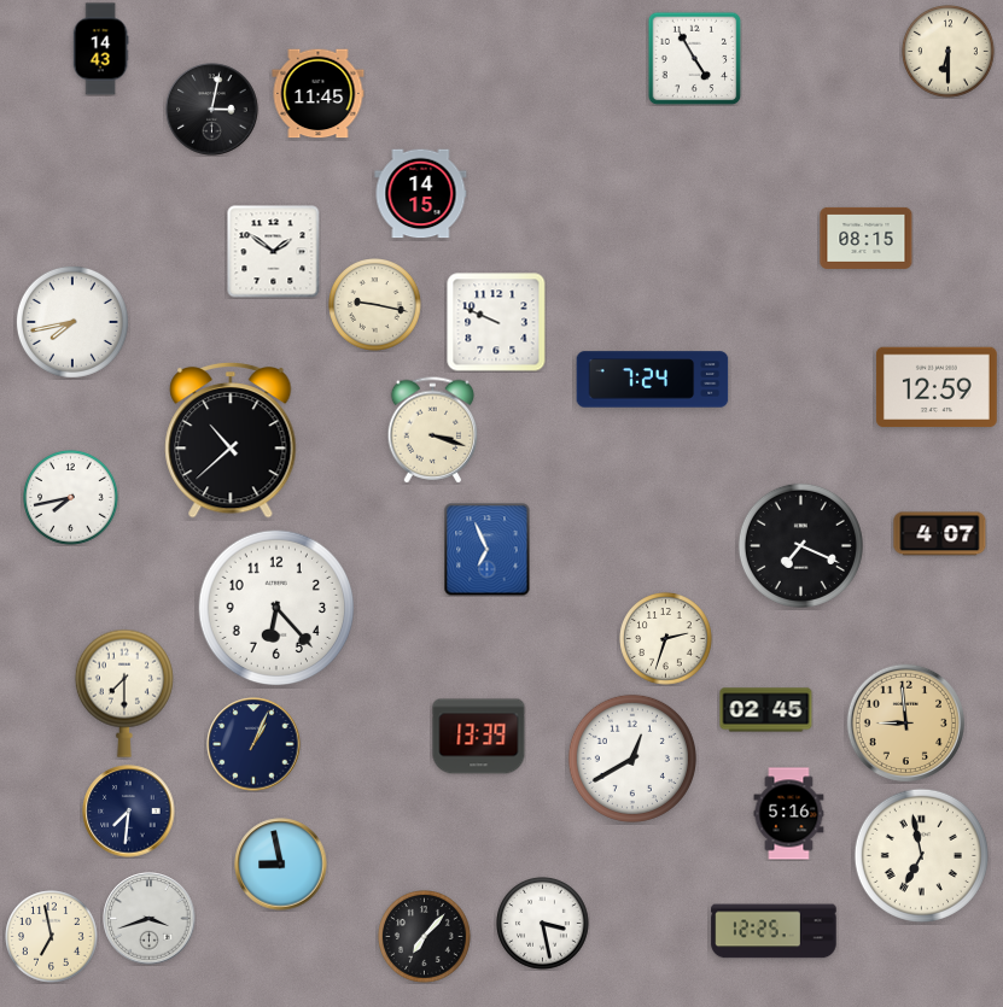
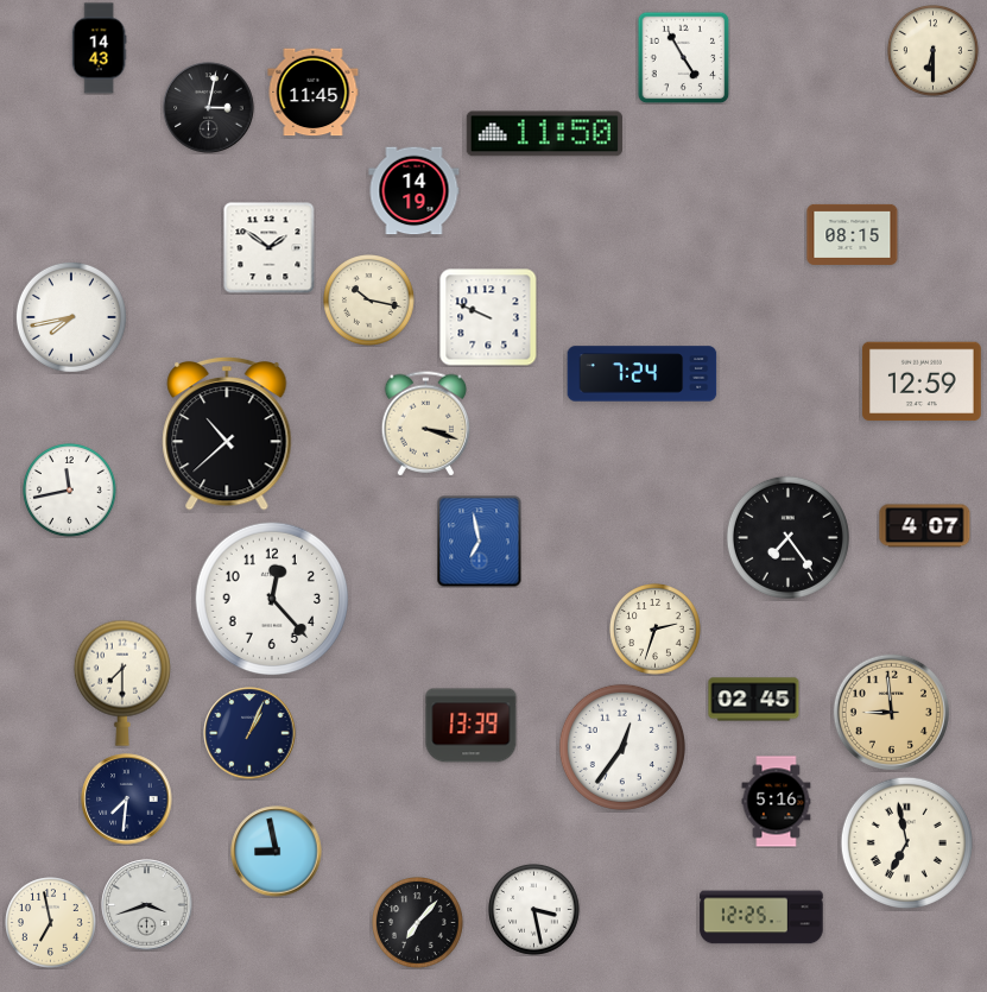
clock at (544, 134): none -> 11:50
clock at (421, 194): 14:15 -> 14:19
clock at (375, 305): 9:17 -> 10:17
clock at (71, 498): 7:43 -> 11:43
clock at (800, 545): 7:19 -> 7:24
clock at (488, 550): 6:56 -> 6:58
clock at (276, 608): 6:23 -> 12:23
clock at (632, 759): 12:40 -> 12:36
